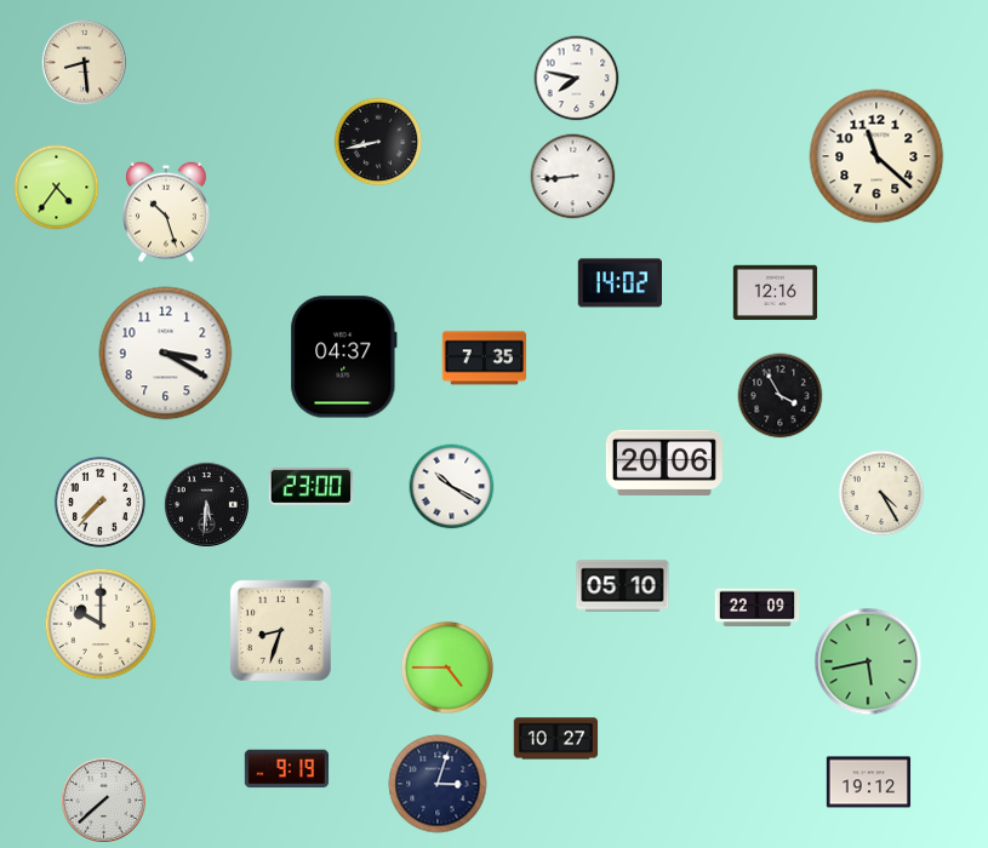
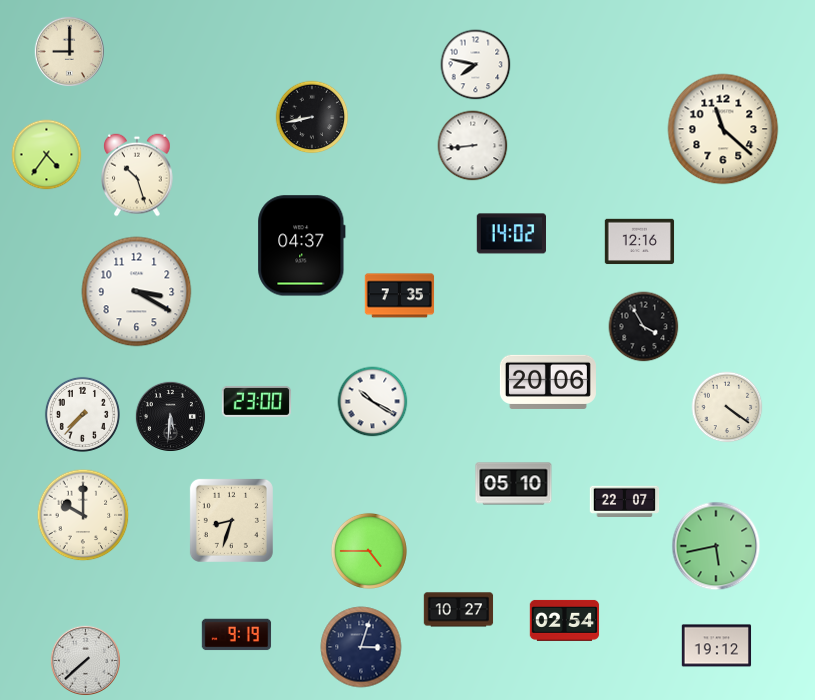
clock at (84, 62): 8:29 -> 9:00
clock at (344, 357) position: (344, 357) -> (302, 246)
clock at (881, 493): 4:25 -> 4:21
clock at (758, 607): 22:09 -> 22:07
clock at (565, 620): none -> 02:54
